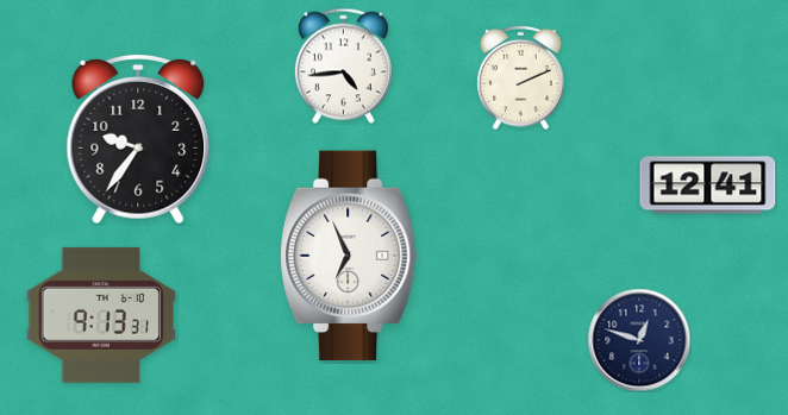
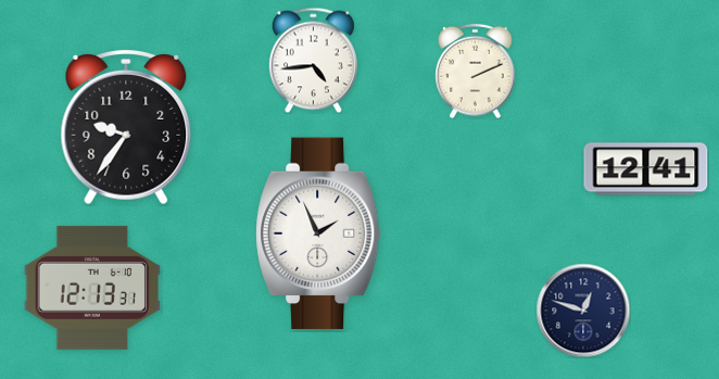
clock at (350, 256): 6:56 -> 1:56
clock at (100, 315): 9:13 -> 12:13
